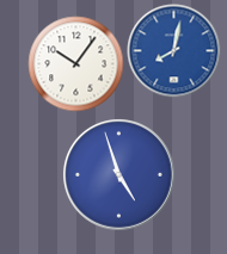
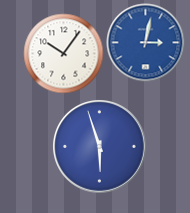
clock at (173, 50): 8:02 -> 3:02
clock at (119, 175): 4:57 -> 5:57
